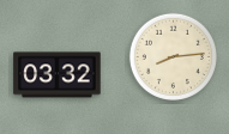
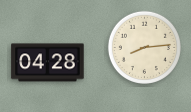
clock at (58, 75): 03:32 -> 04:28
